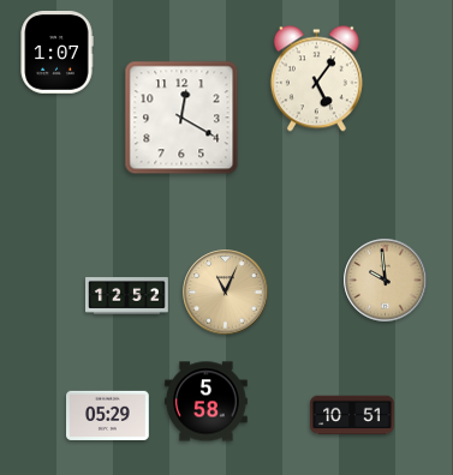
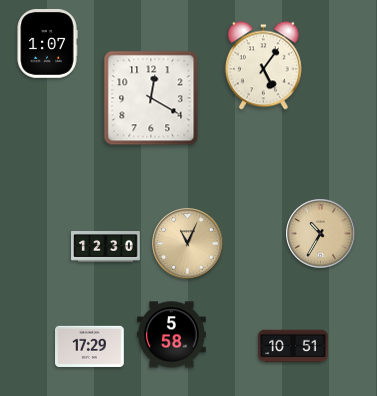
clock at (386, 281): 9:59 -> 10:35
clock at (127, 296): 12:52 -> 12:30
clock at (108, 415): 05:29 -> 17:29
